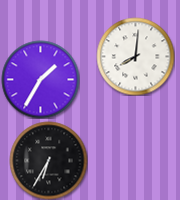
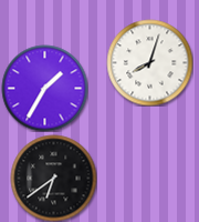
clock at (135, 56): 8:01 -> 8:03
clock at (48, 160): 6:35 -> 6:39
